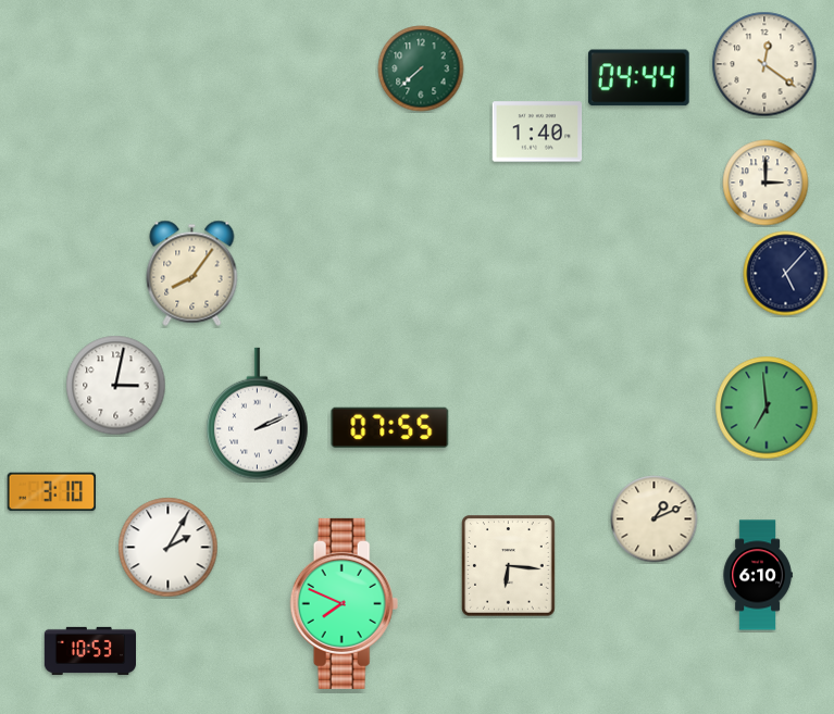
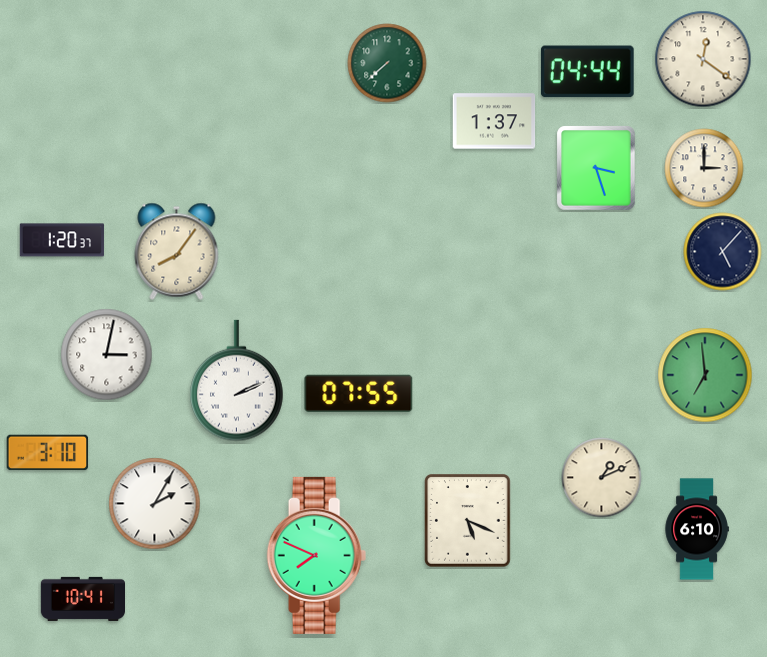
clock at (537, 131): 1:40 -> 1:37
clock at (596, 168): none -> 3:27
clock at (61, 240): none -> 1:20
clock at (509, 566): 6:16 -> 5:19
clock at (89, 651): 10:53 -> 10:41
